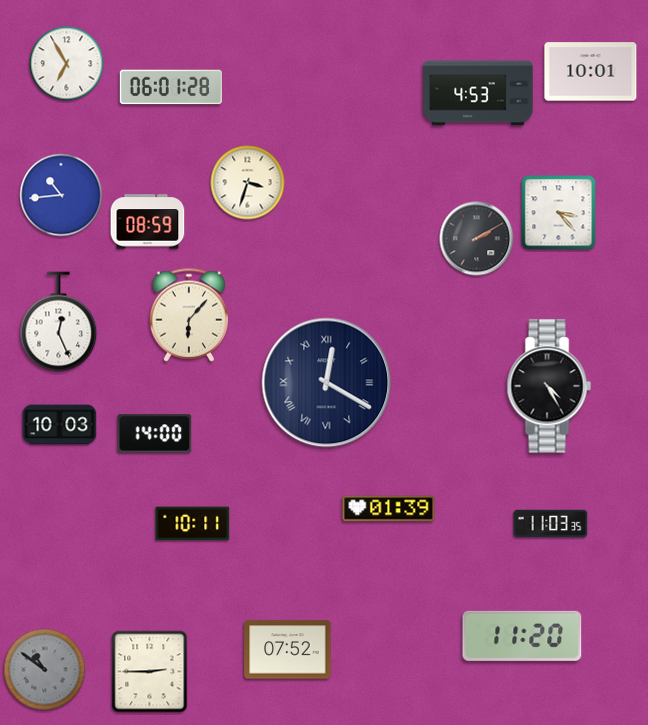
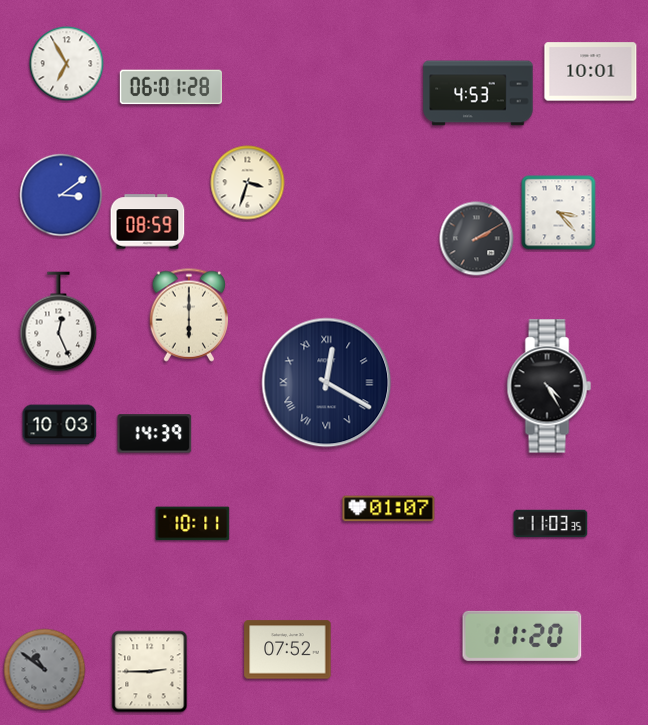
clock at (61, 195): 10:44 -> 3:09
clock at (189, 315): 6:07 -> 6:00
clock at (155, 434): 14:00 -> 14:39
clock at (389, 509): 01:39 -> 01:07
